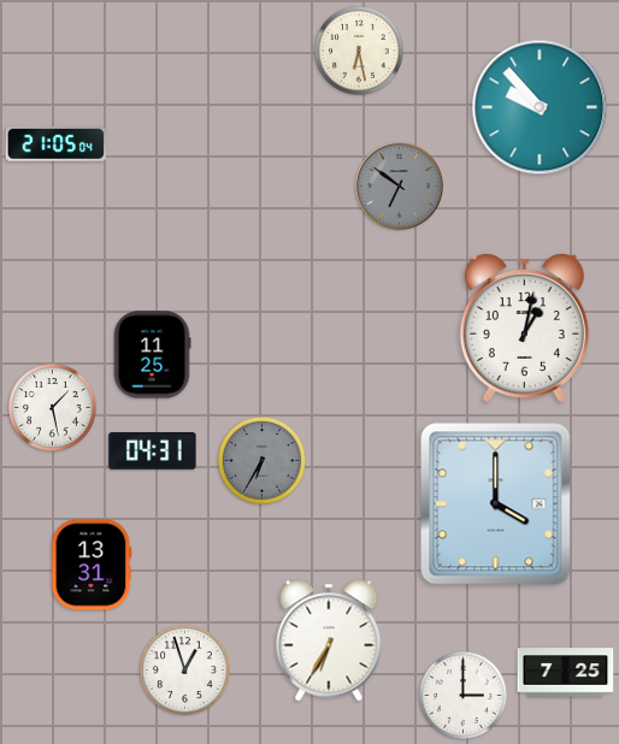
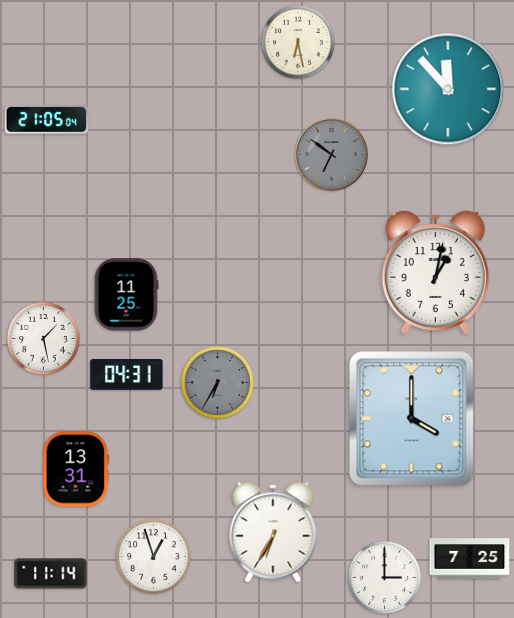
clock at (540, 107): 9:53 -> 11:53
clock at (51, 574): none -> 11:14
